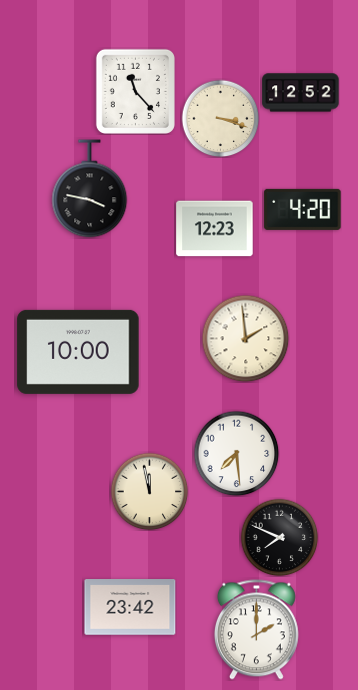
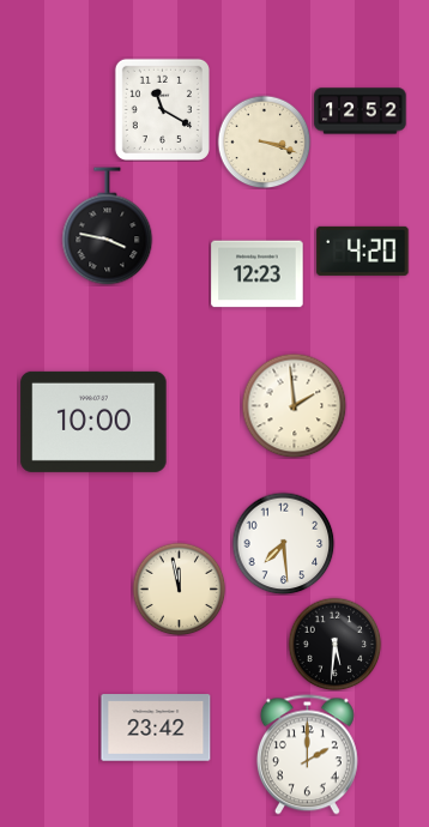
clock at (135, 91): 11:23 -> 11:20
clock at (279, 537): 7:49 -> 5:31
